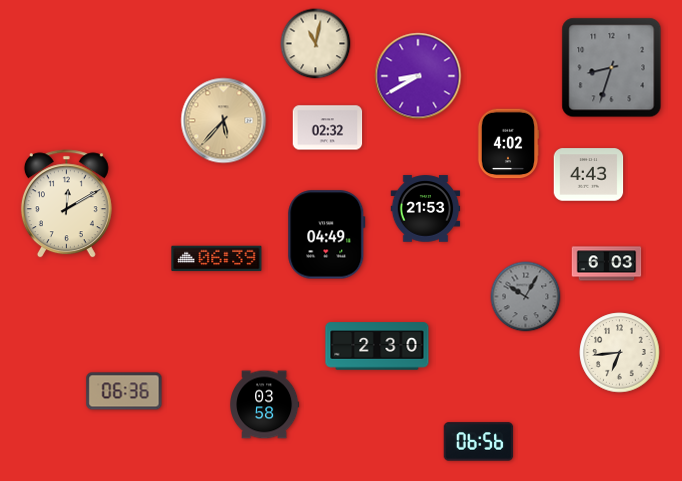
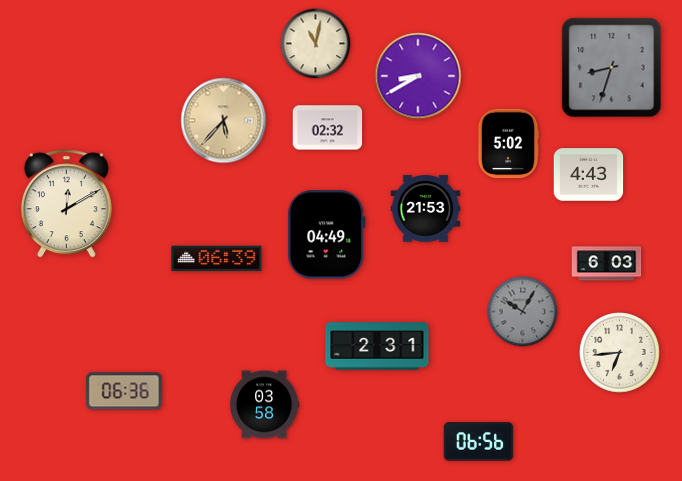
clock at (508, 144): 4:02 -> 5:02
clock at (526, 297) position: (526, 297) -> (523, 312)
clock at (377, 346): 2:30 -> 2:31
